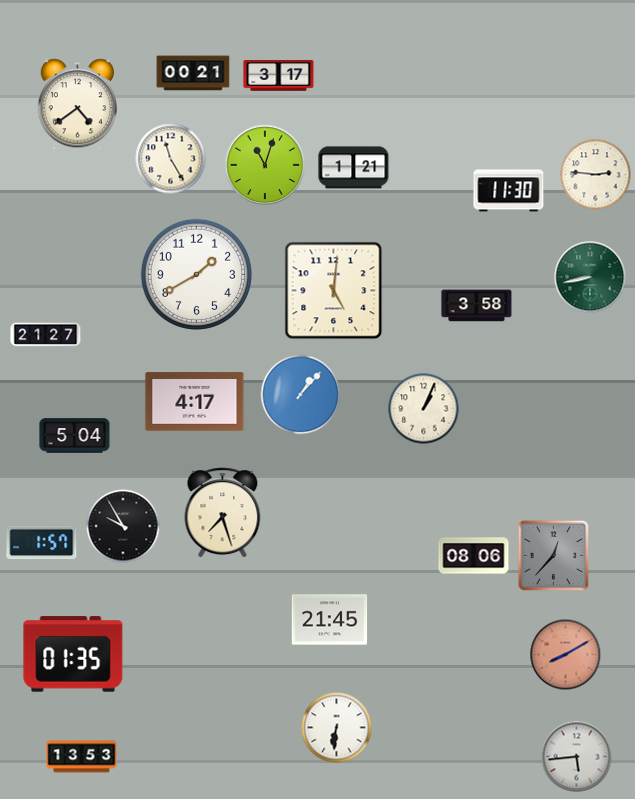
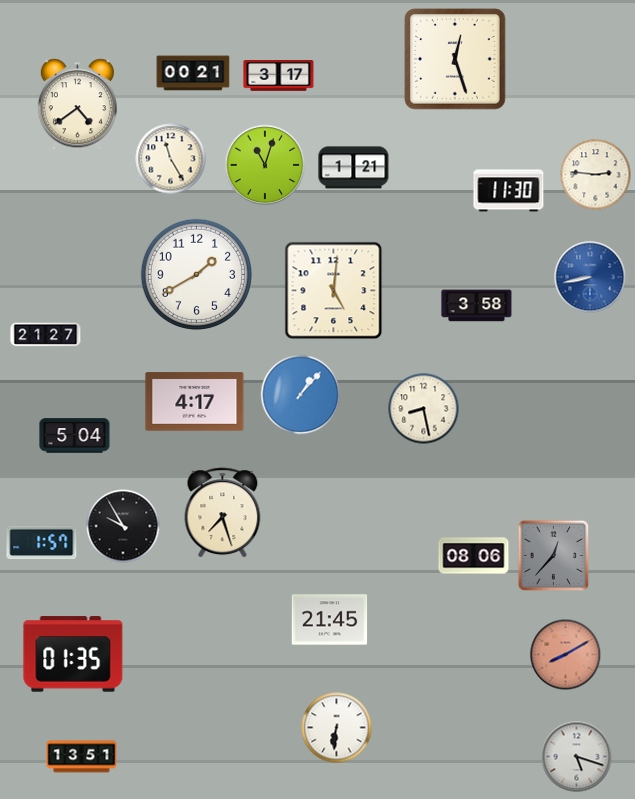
clock at (455, 59): none -> 12:27
clock at (590, 277) dial: green -> blue
clock at (424, 409): 1:04 -> 8:28
clock at (82, 757): 13:53 -> 13:51
clock at (577, 757): 5:44 -> 5:18
